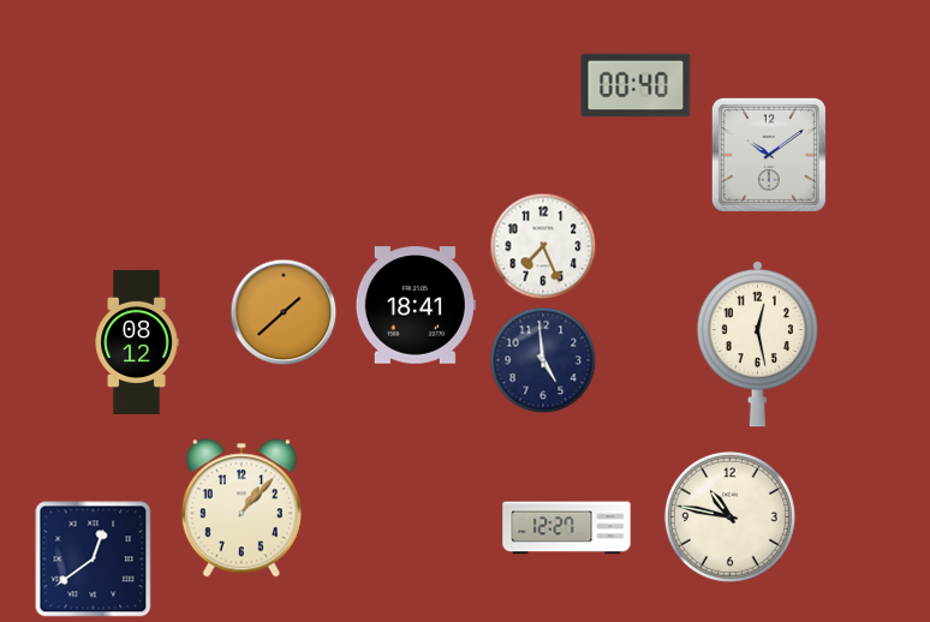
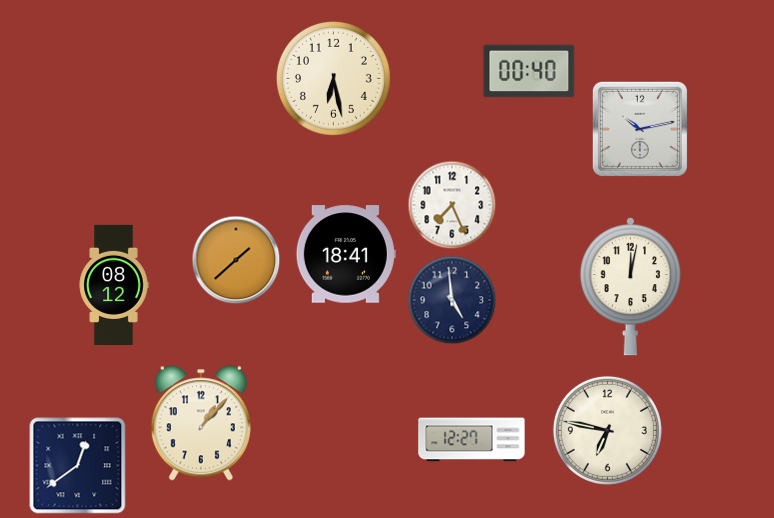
clock at (333, 78): none -> 6:28
clock at (769, 155): 10:09 -> 10:13
clock at (757, 343): 12:28 -> 12:02
clock at (729, 516): 10:47 -> 6:47
